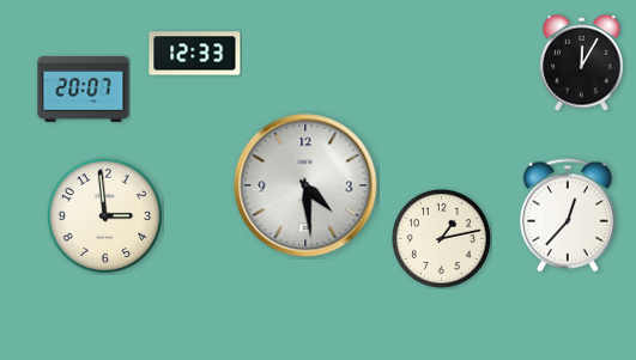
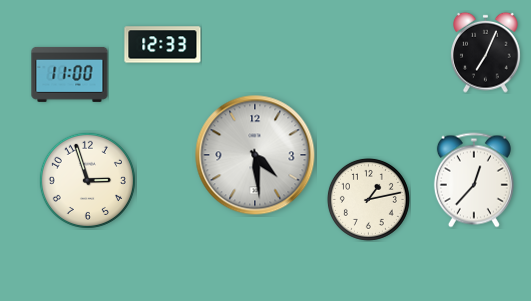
clock at (582, 62): 12:05 -> 7:04
clock at (84, 89): 20:07 -> 11:00
clock at (104, 215): 2:59 -> 2:57
